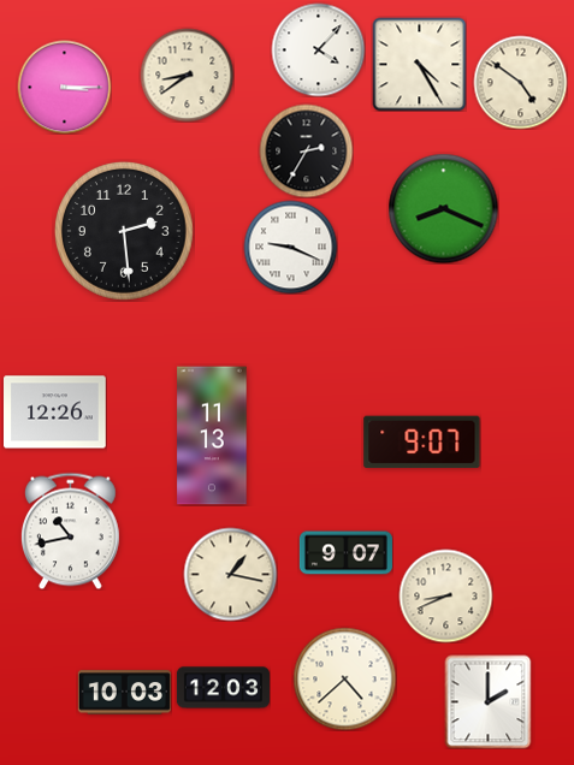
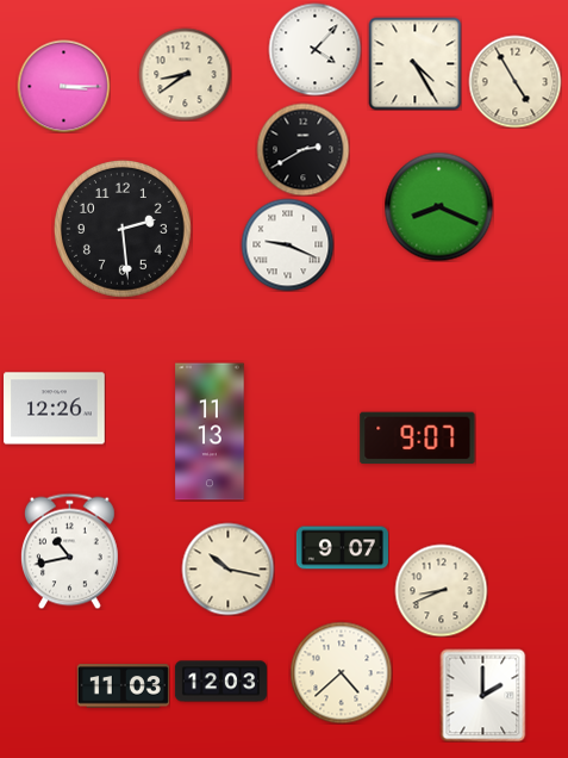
clock at (520, 82): 4:51 -> 4:55
clock at (306, 150): 2:35 -> 2:40
clock at (70, 530) position: (70, 530) -> (69, 551)
clock at (230, 574): 1:17 -> 10:17
clock at (124, 693): 10:03 -> 11:03
